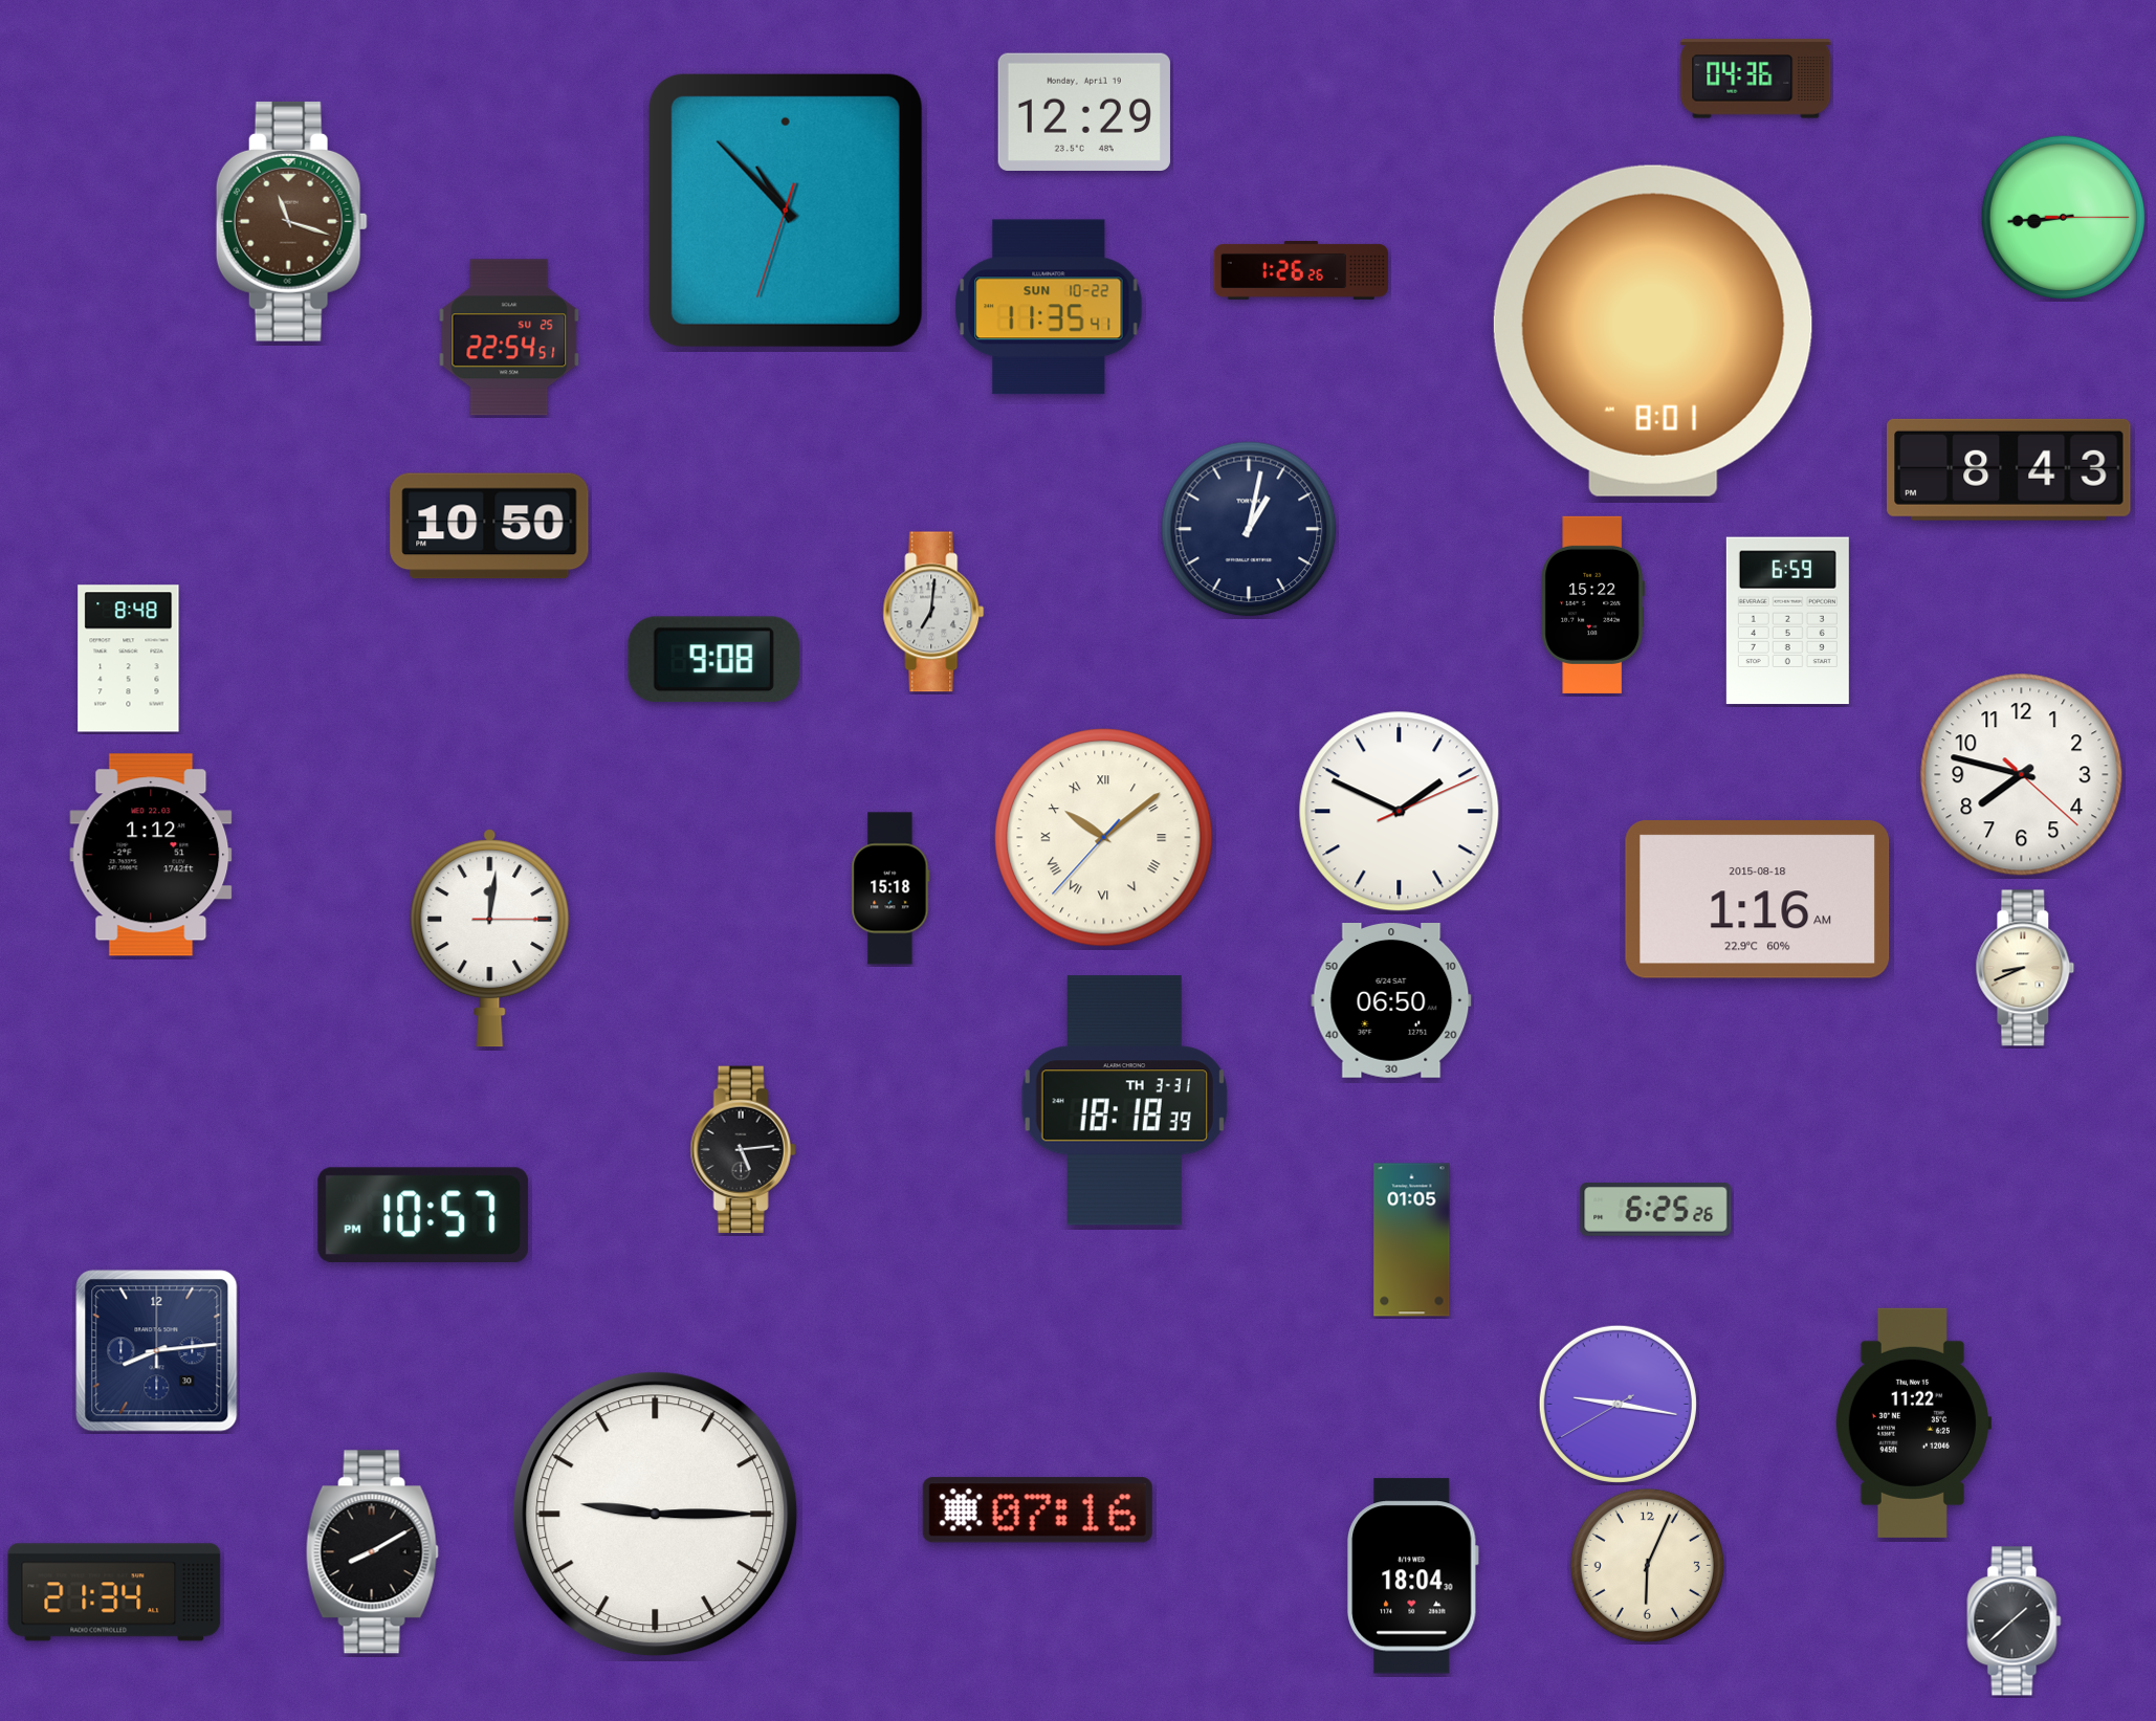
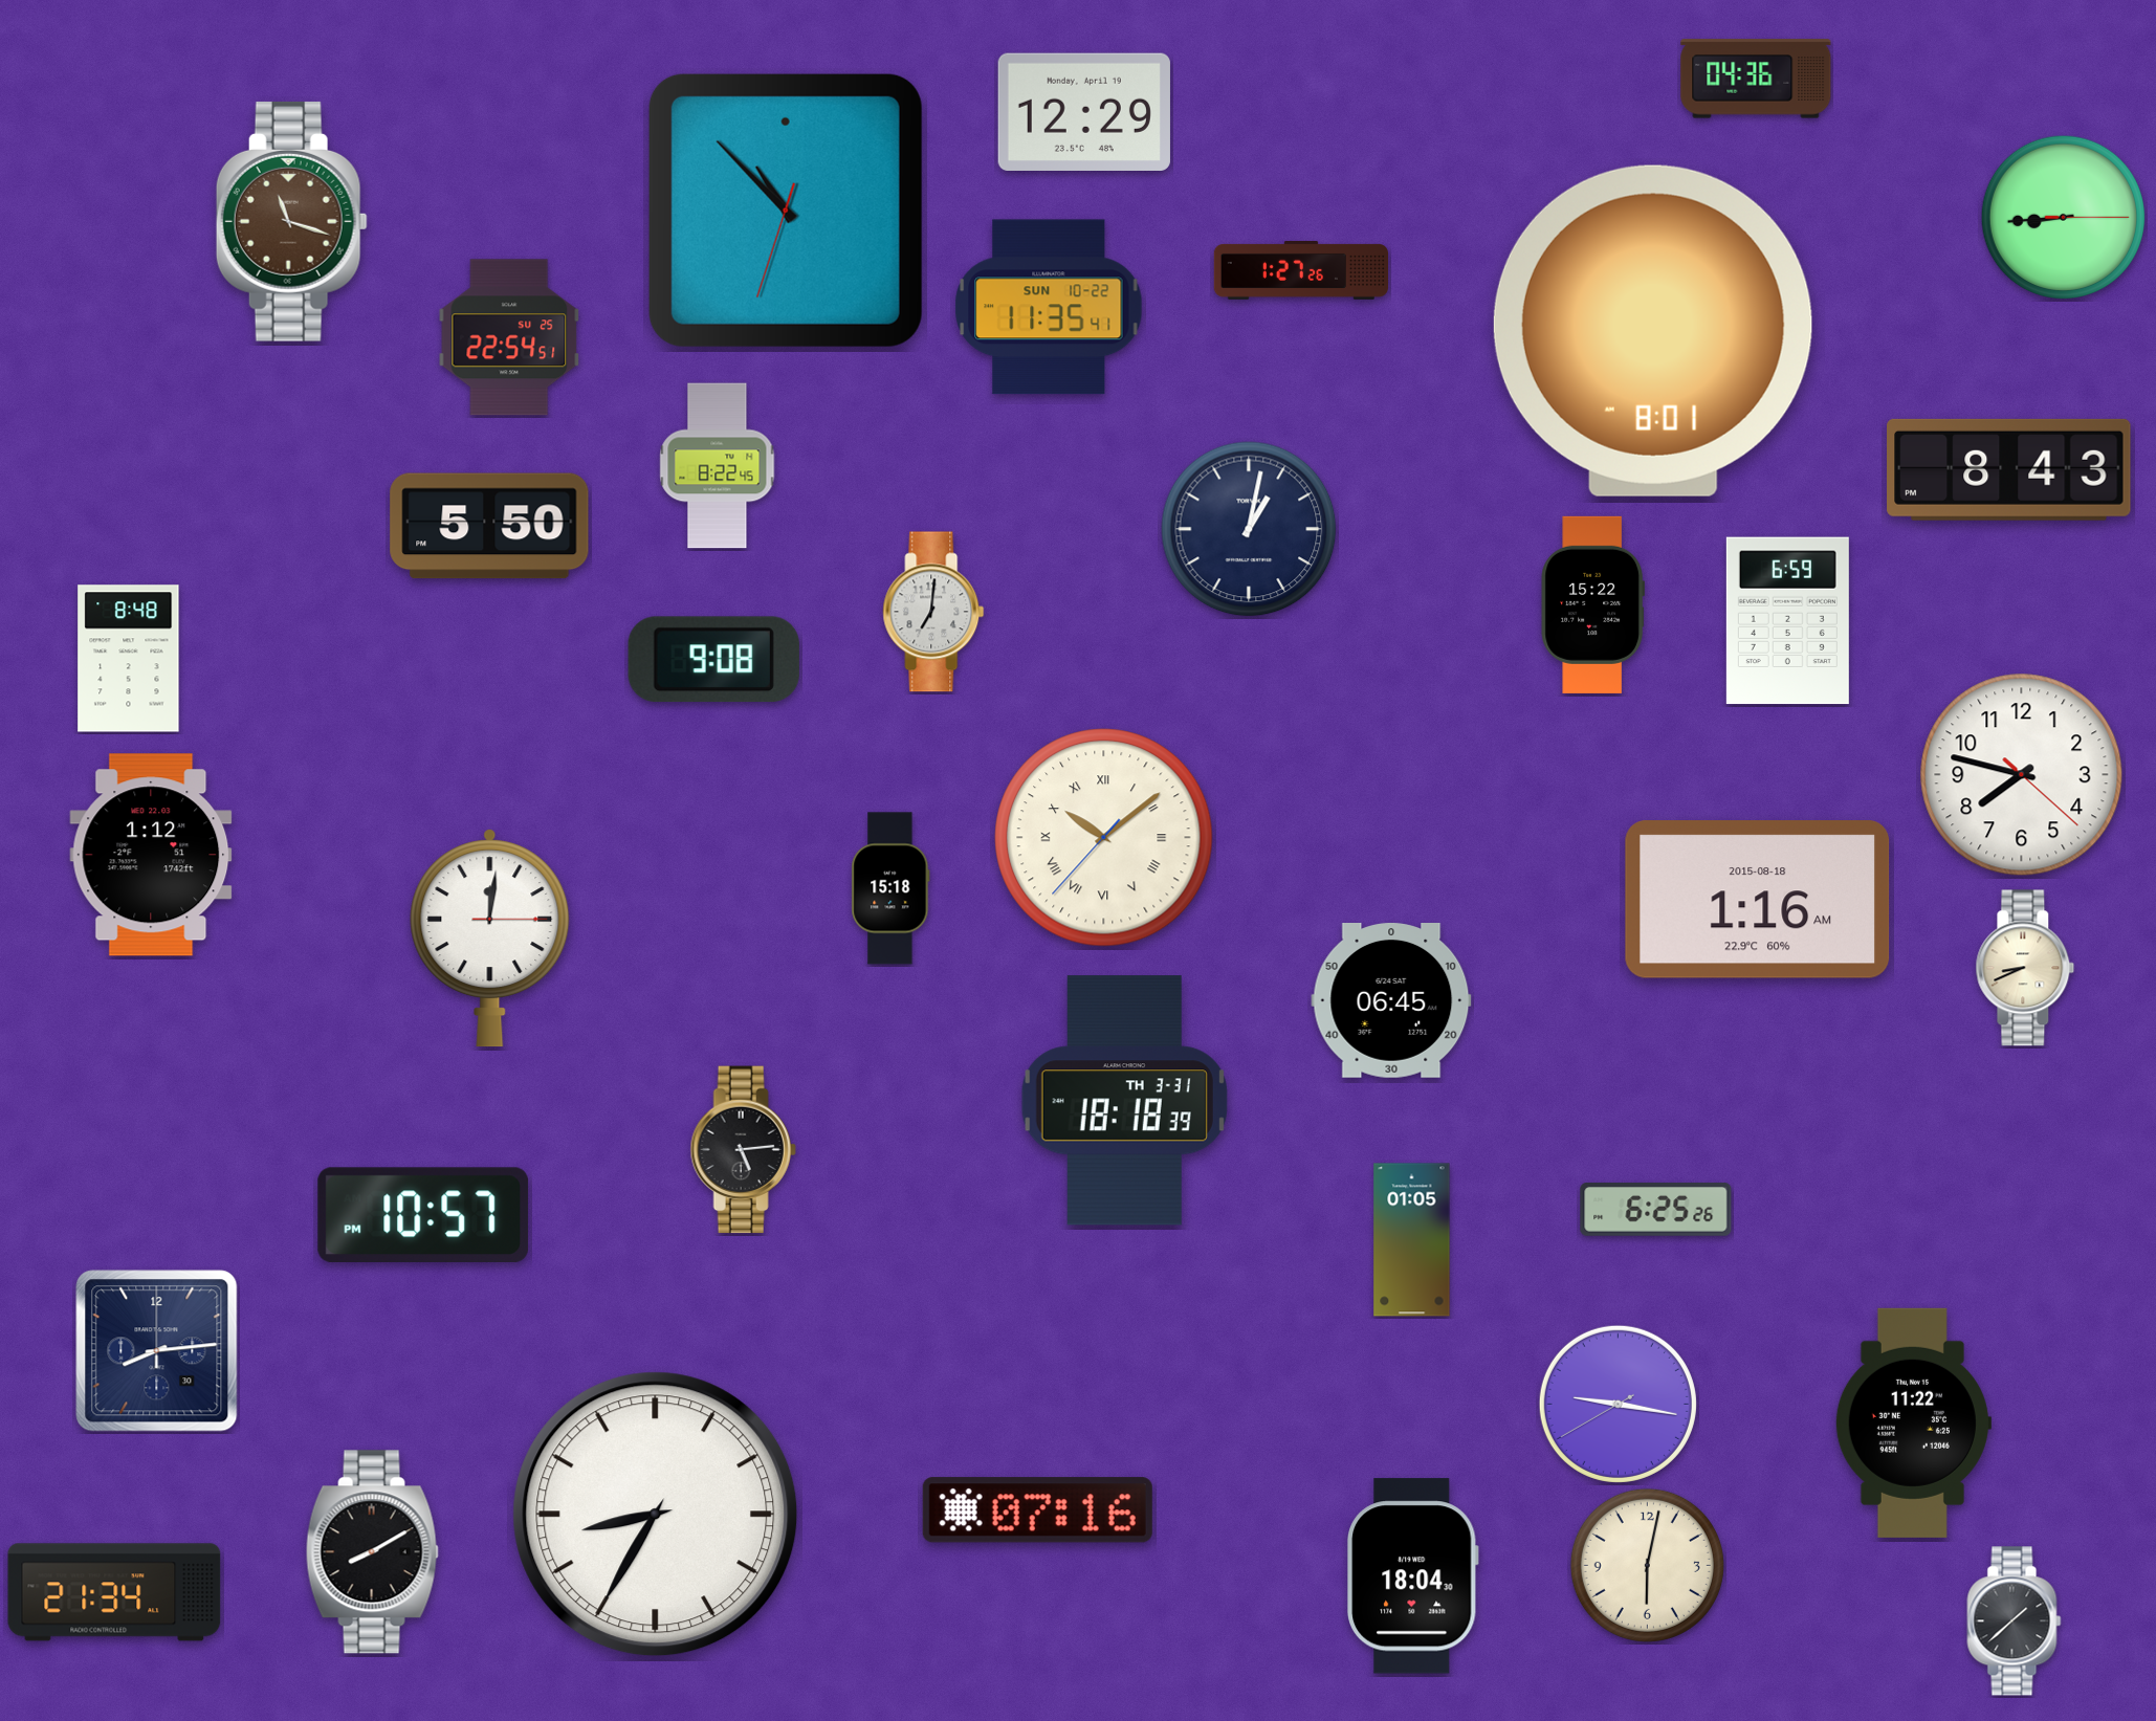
clock at (1300, 271): 1:26 -> 1:27
clock at (718, 466): none -> 8:22
clock at (489, 526): 10:50 -> 5:50
clock at (1400, 812): 1:49 -> none
clock at (1391, 1001): 06:50 -> 06:45
clock at (656, 1515): 9:15 -> 8:35
clock at (1647, 1565): 6:04 -> 6:02
